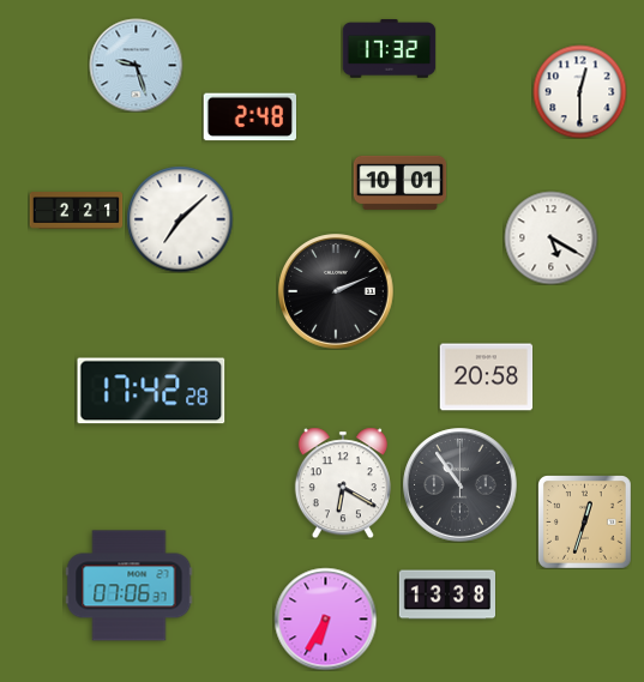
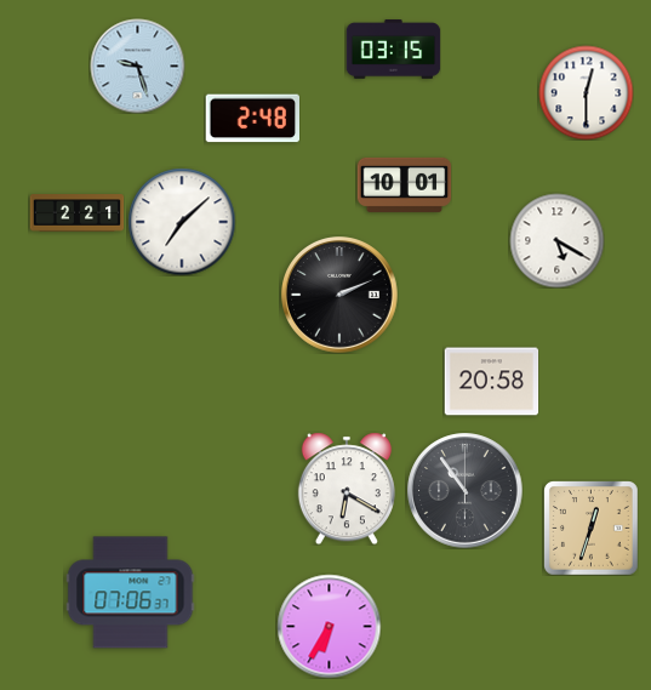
clock at (389, 49): 17:32 -> 03:15
clock at (151, 391): 17:42 -> none
clock at (446, 595): 13:38 -> none
